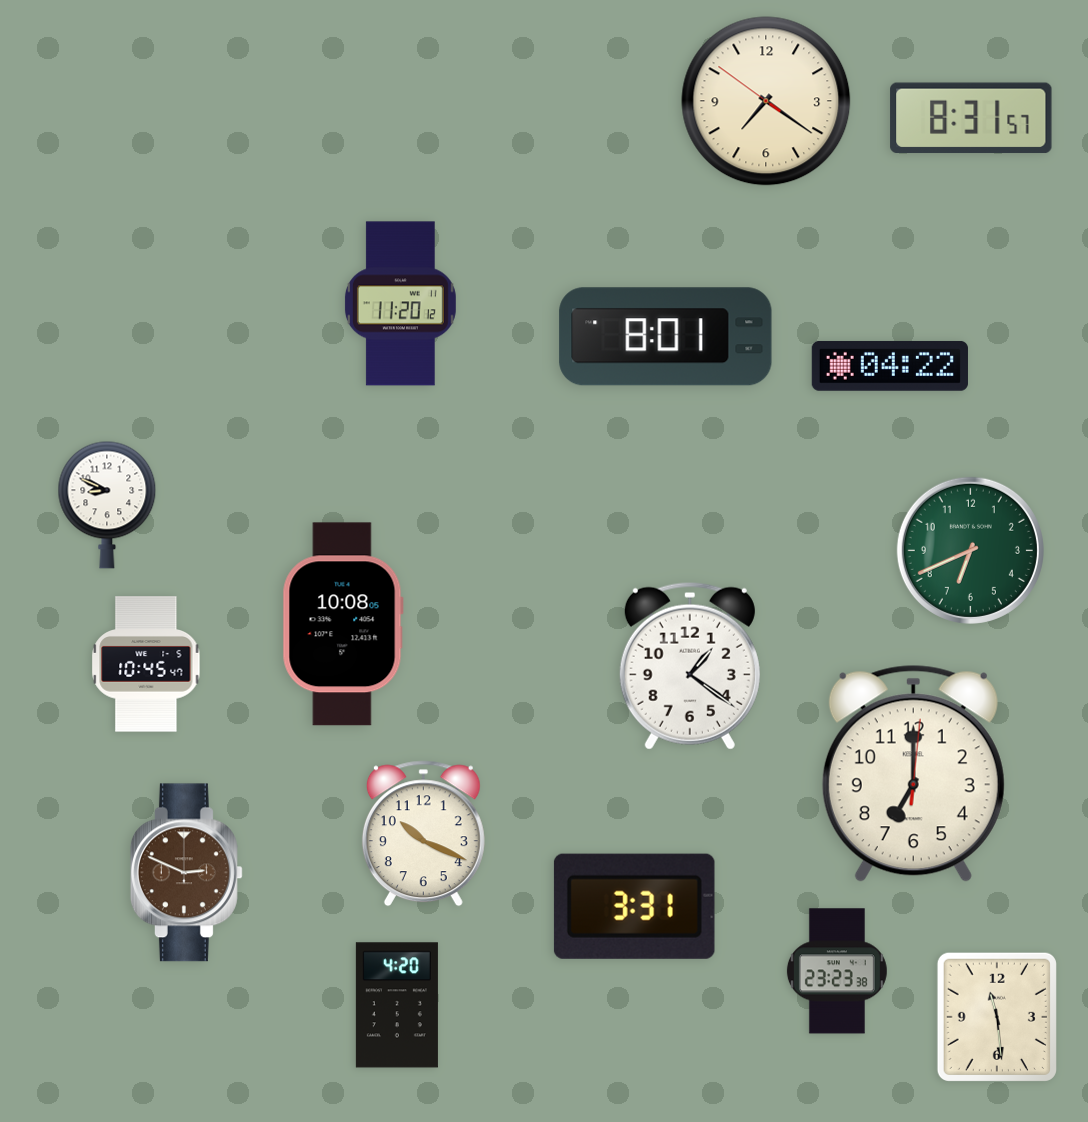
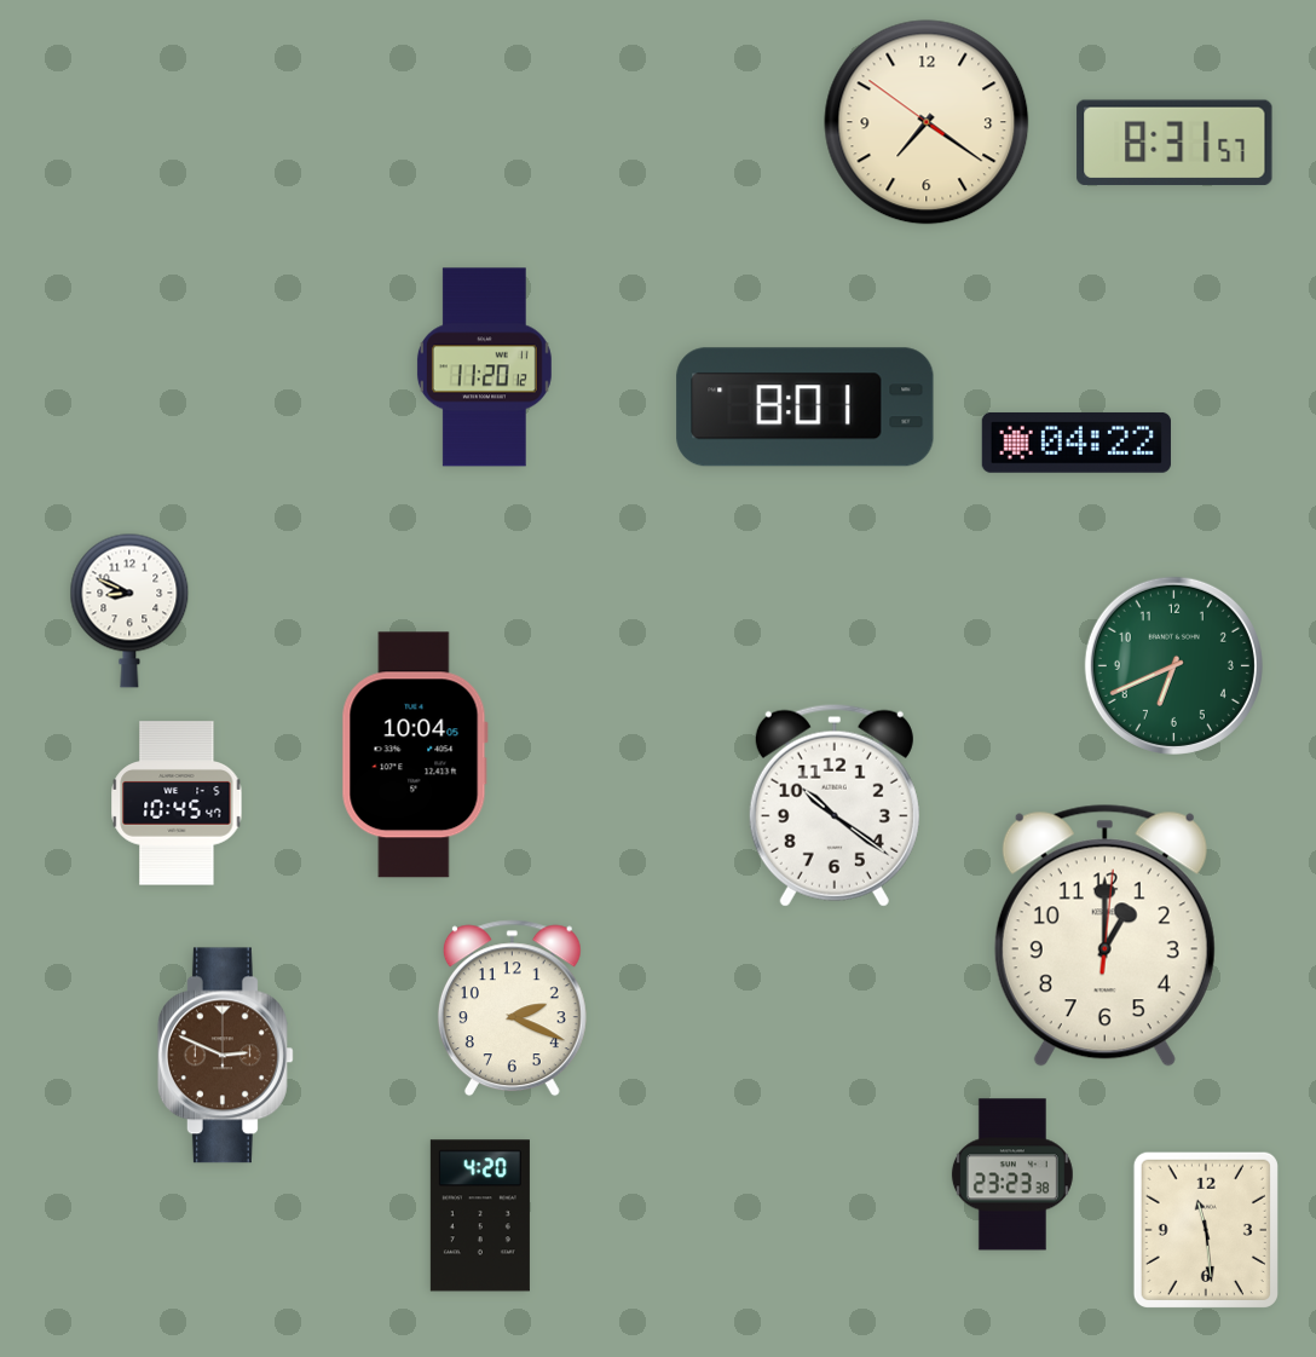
clock at (343, 624): 10:08 -> 10:04
clock at (690, 666): 1:21 -> 10:21
clock at (913, 773): 7:00 -> 1:00
clock at (423, 834): 10:19 -> 2:19
clock at (634, 906): 3:31 -> none
